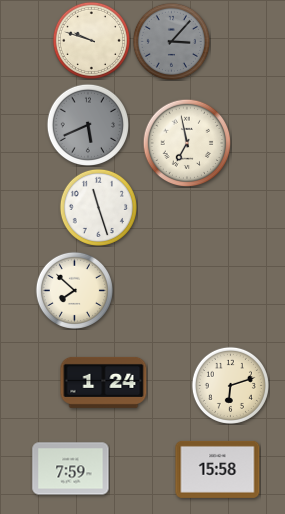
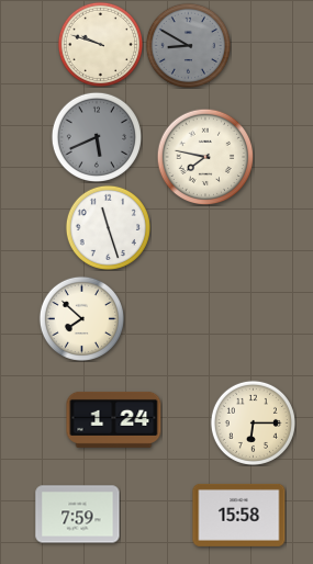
clock at (171, 41): 3:07 -> 8:50
clock at (187, 143): 6:58 -> 7:47
clock at (230, 385): 6:12 -> 6:15
